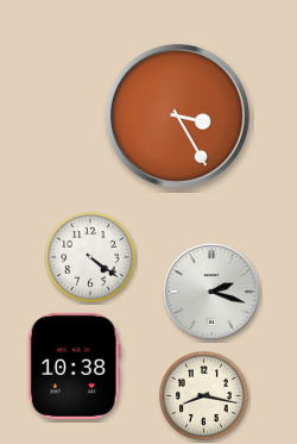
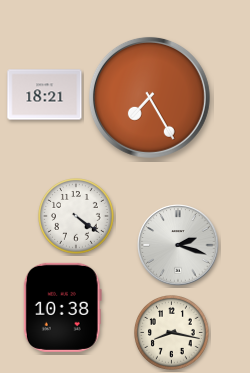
clock at (45, 95): none -> 18:21
clock at (177, 115): 3:25 -> 7:25
